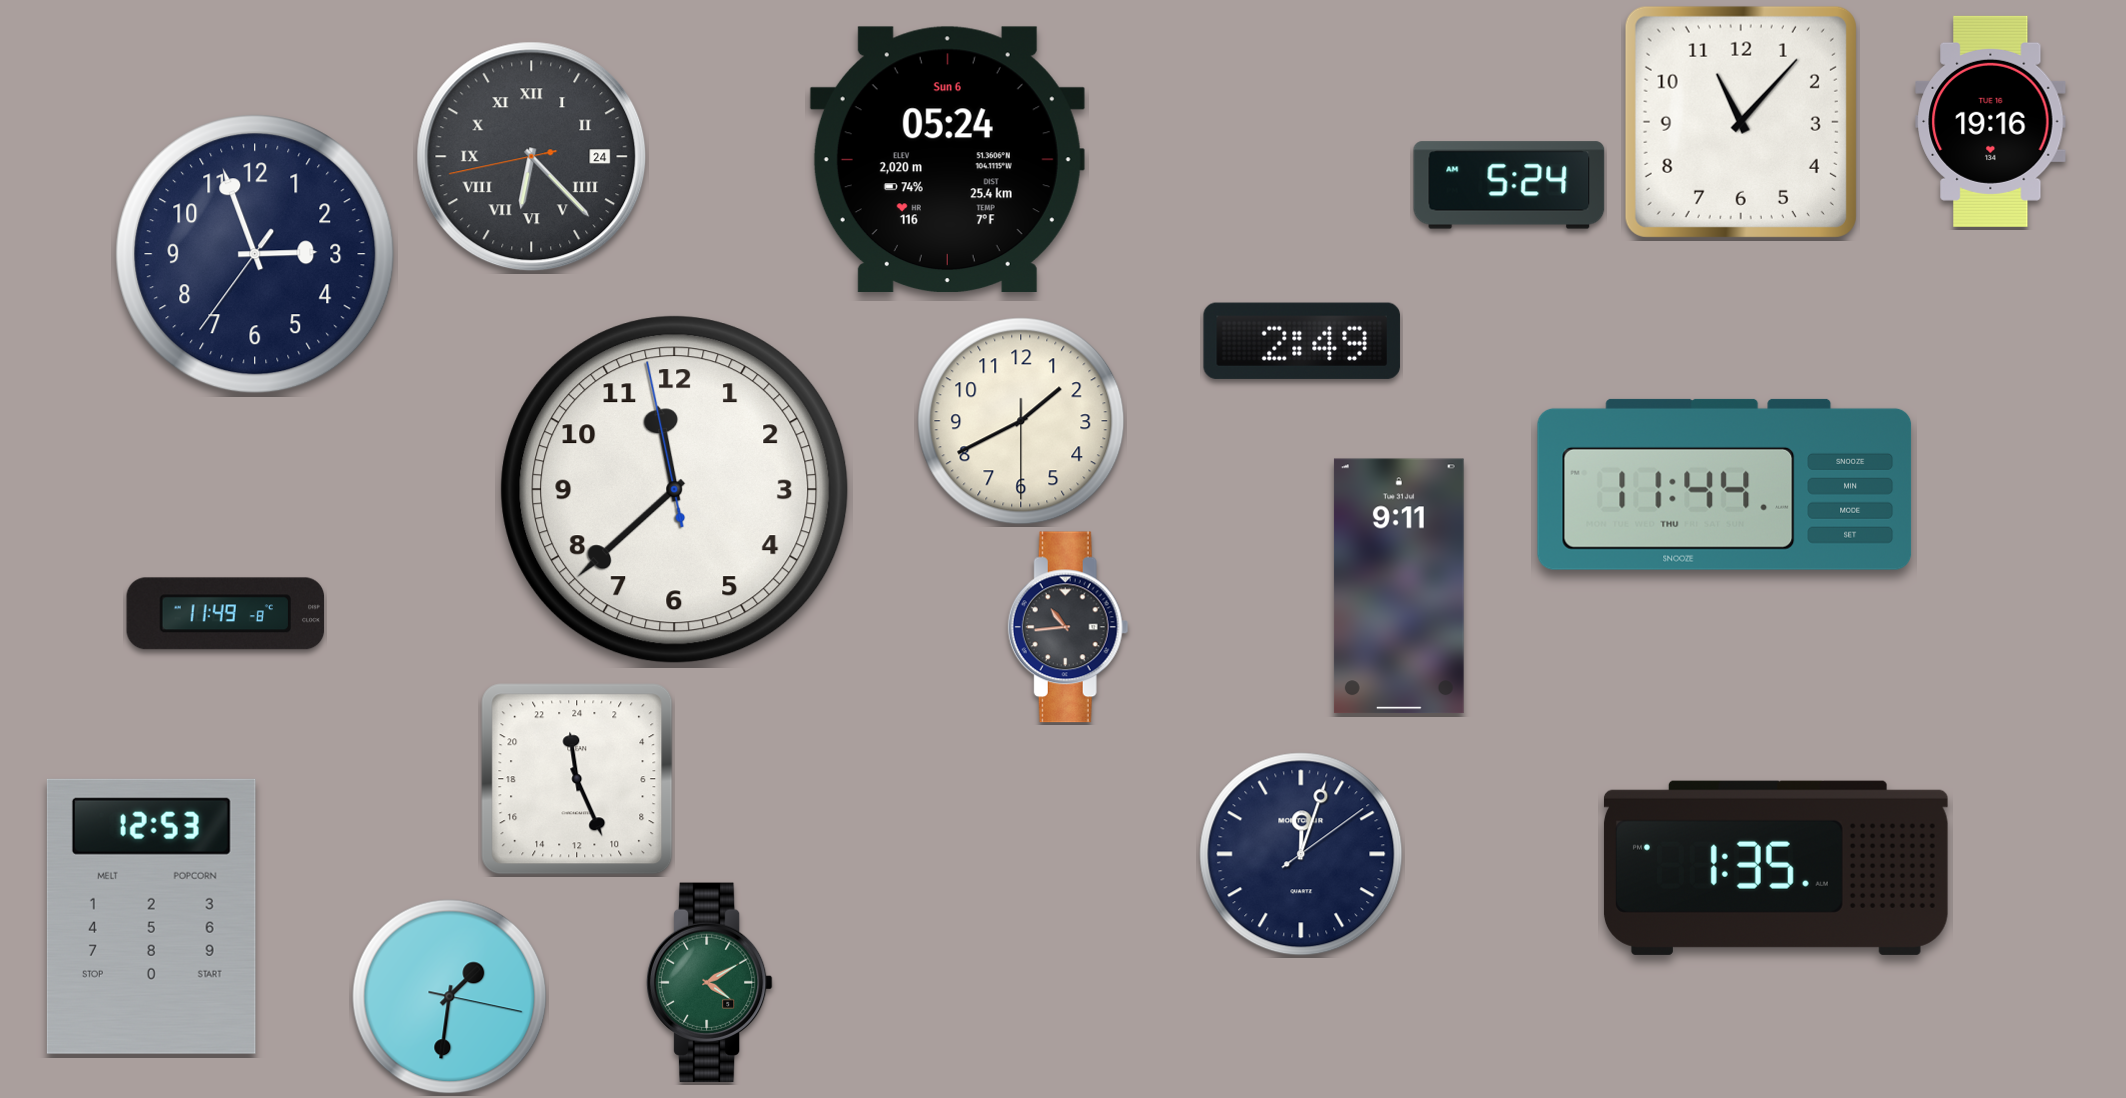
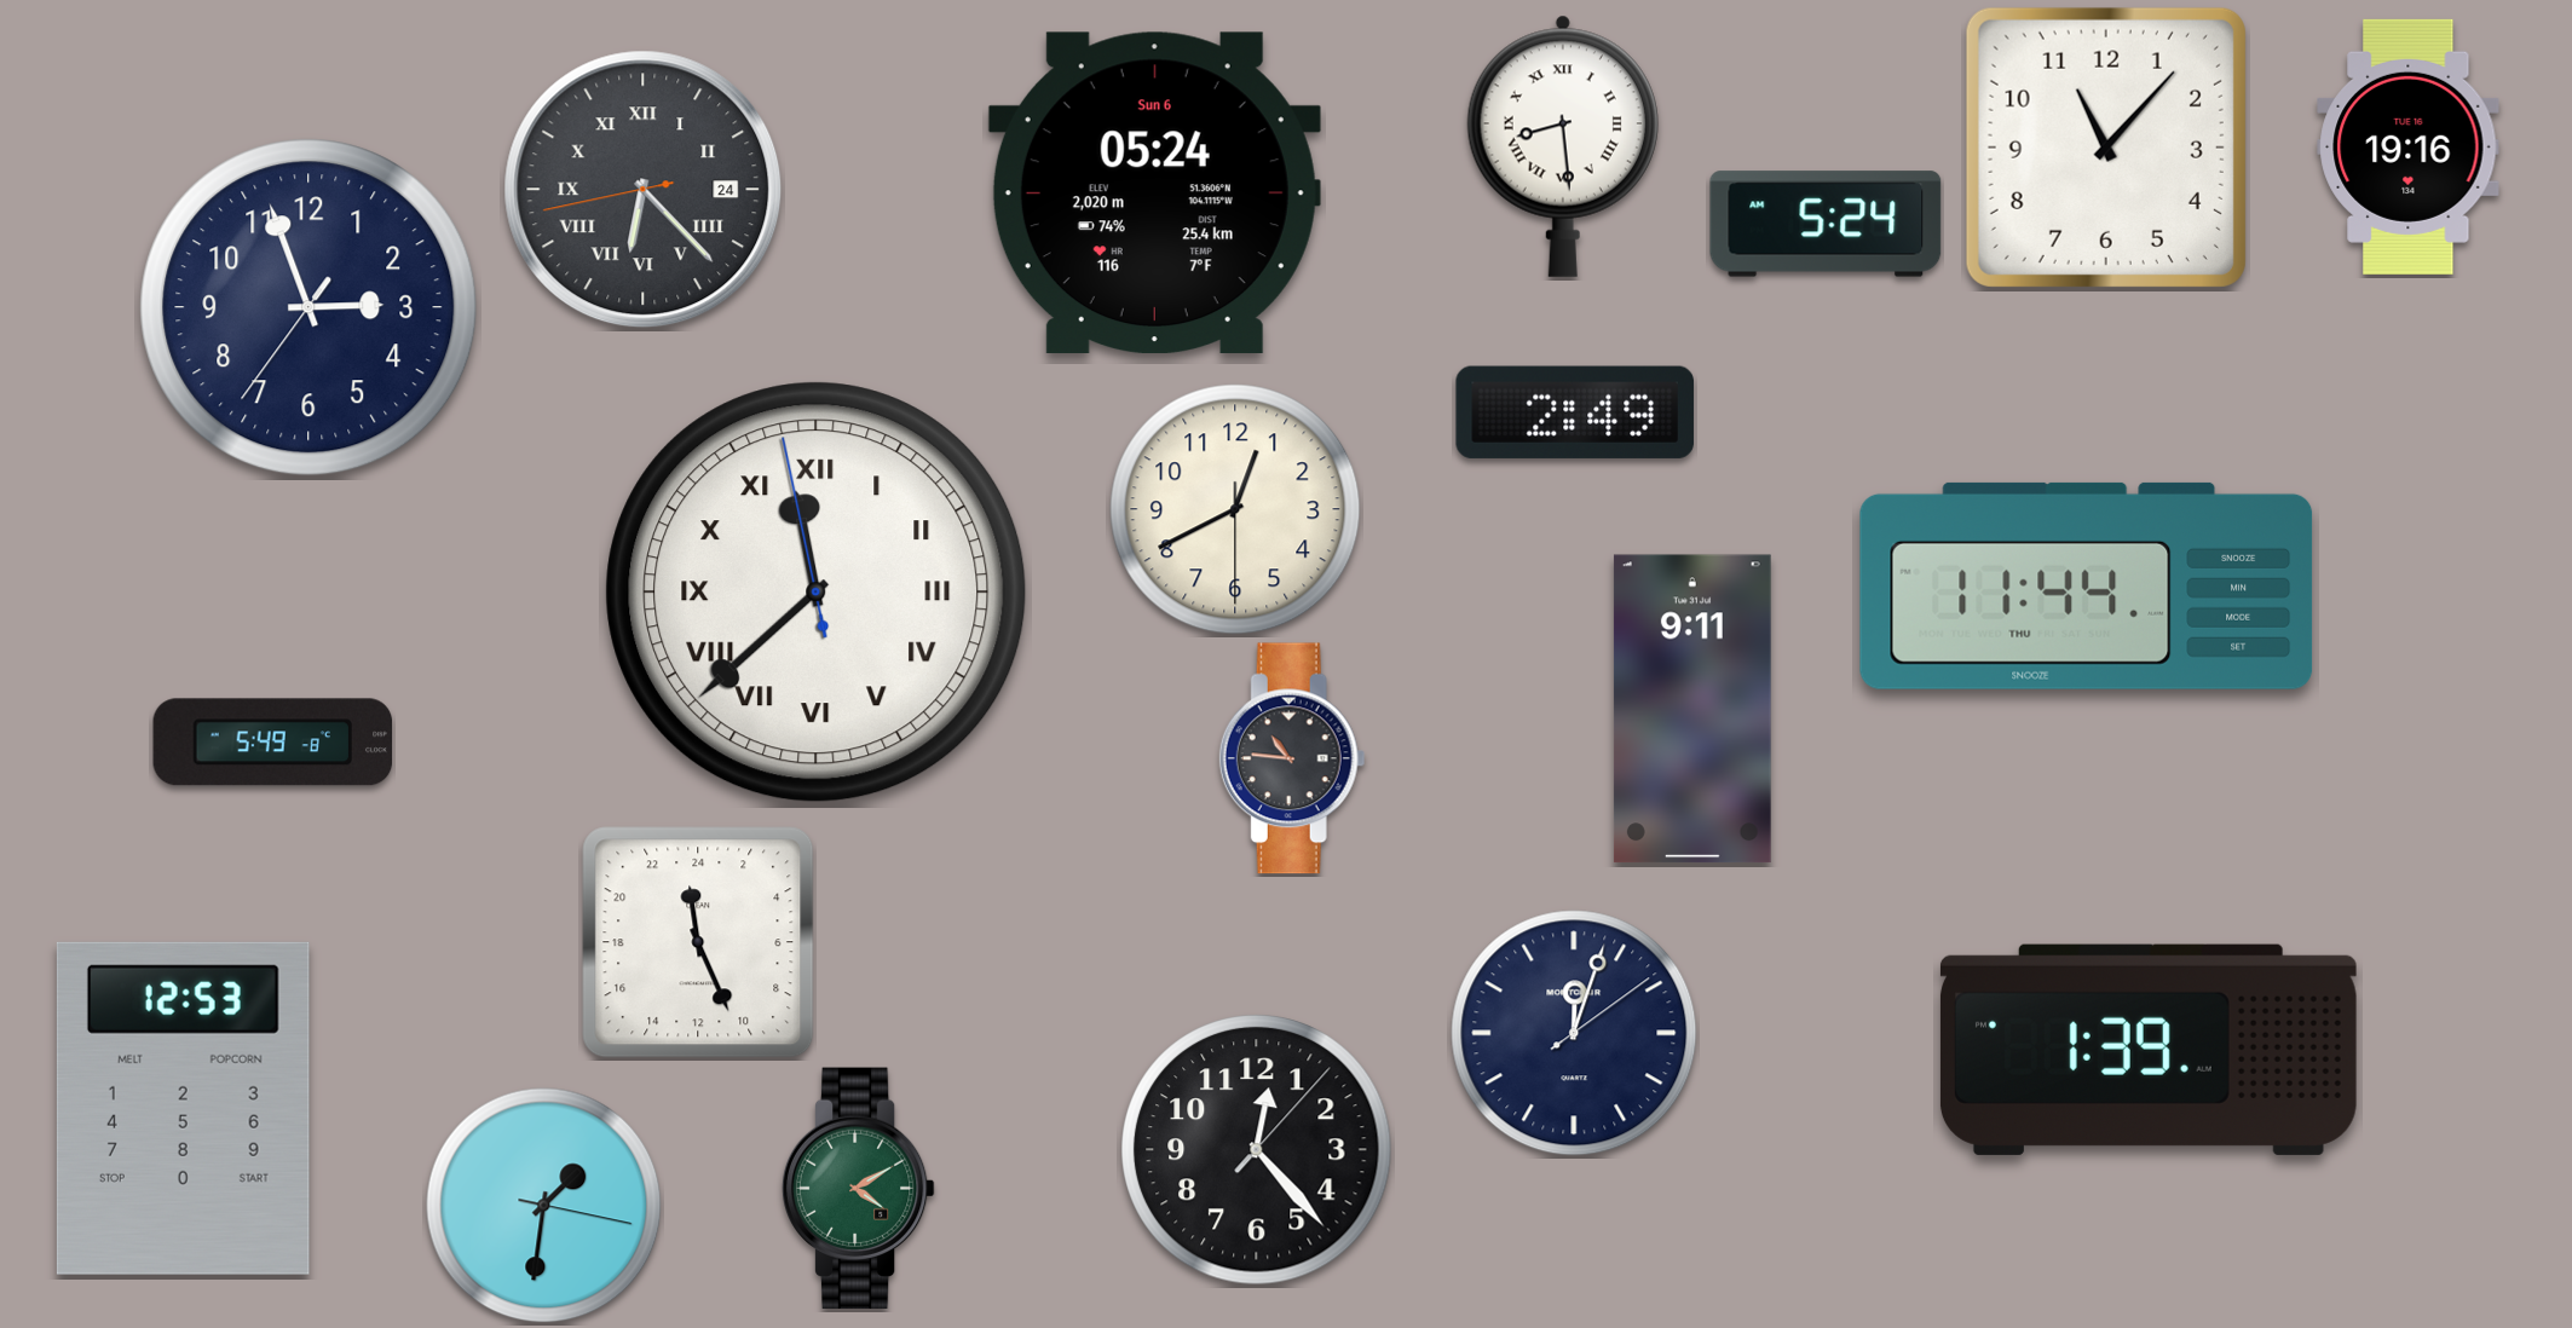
clock at (1563, 146): none -> 8:29
clock at (947, 159) position: (947, 159) -> (1154, 192)
clock at (1021, 421): 1:40 -> 12:40
clock at (675, 490) numerals: Arabic -> Roman
clock at (226, 614): 11:49 -> 5:49
clock at (1068, 627): 10:44 -> 10:46
clock at (1776, 868): 1:35 -> 1:39
clock at (1257, 1150): none -> 12:23
